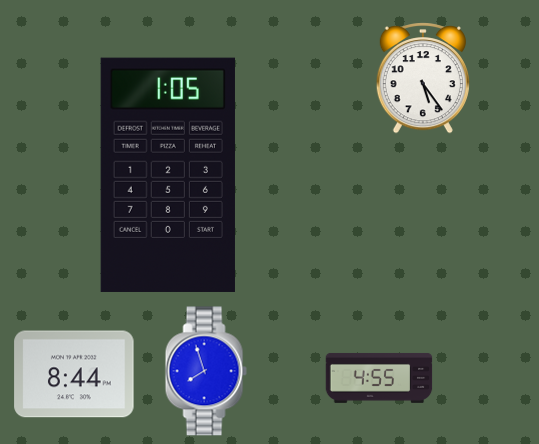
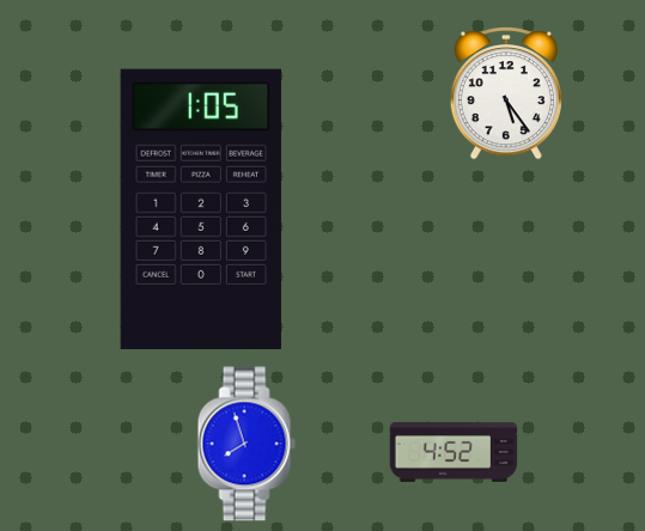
clock at (74, 374): 8:44 -> none
clock at (379, 378): 4:55 -> 4:52
